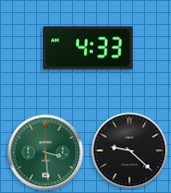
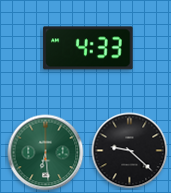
clock at (46, 153): 3:29 -> 6:29
